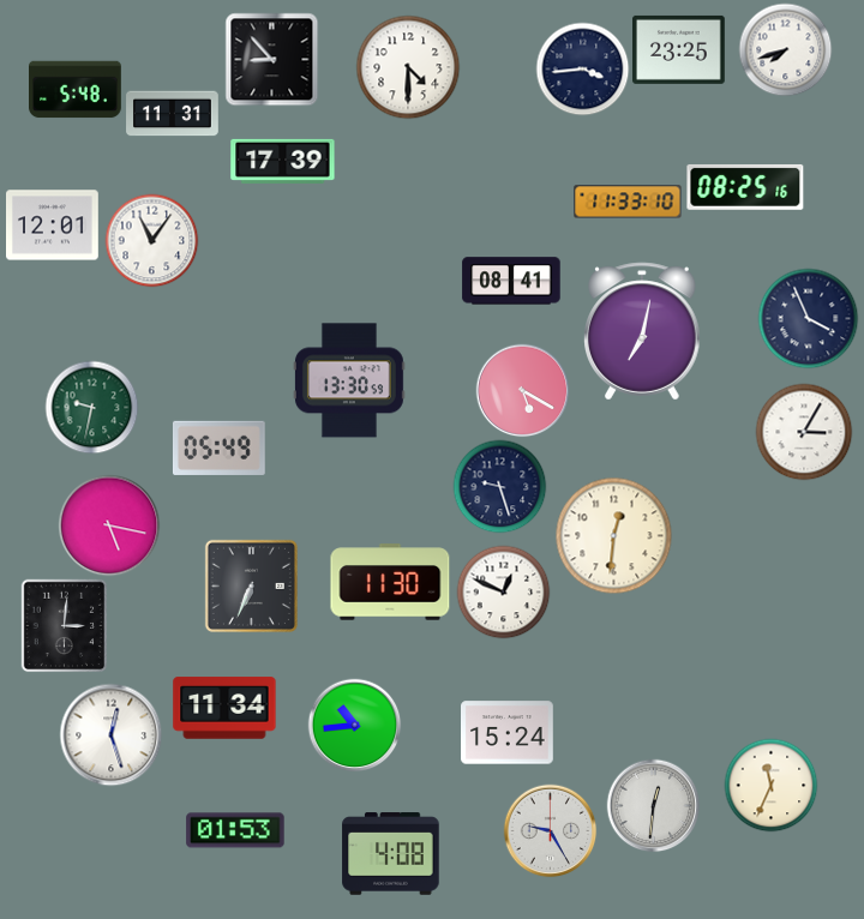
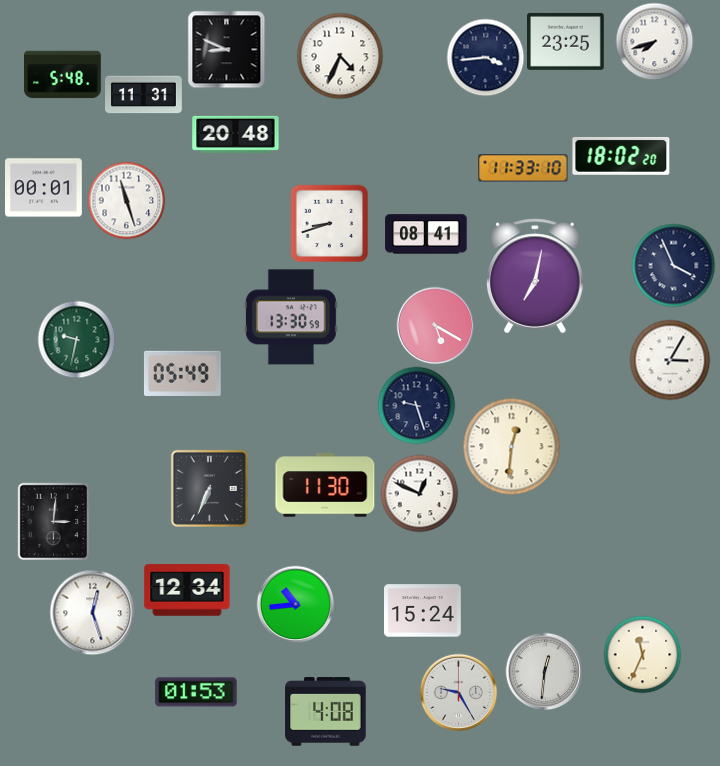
clock at (271, 59): 8:53 -> 8:49
clock at (408, 67): 4:30 -> 4:34
clock at (283, 161): 17:39 -> 20:48
clock at (745, 187): 08:25 -> 18:02
clock at (53, 226): 12:01 -> 00:01
clock at (151, 240): 11:06 -> 11:27
clock at (329, 223): none -> 8:42
clock at (109, 525): 5:17 -> none
clock at (224, 708): 11:34 -> 12:34
